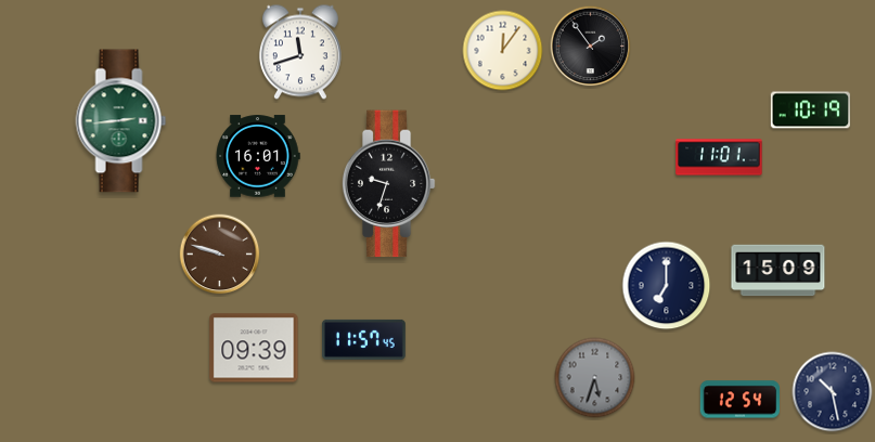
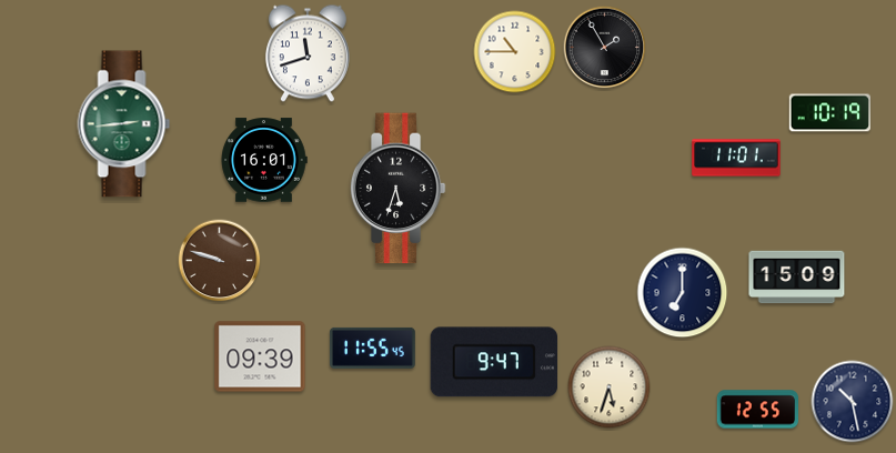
clock at (591, 47): 1:54 -> 1:55
clock at (503, 51): 12:06 -> 10:45
clock at (719, 157) position: (719, 157) -> (736, 158)
clock at (388, 184): 9:33 -> 5:33
clock at (220, 255) position: (220, 255) -> (220, 261)
clock at (363, 339): 11:57 -> 11:55
clock at (494, 362): none -> 9:47
clock at (595, 378) dial: grey -> cream
clock at (739, 400): 12:54 -> 12:55
